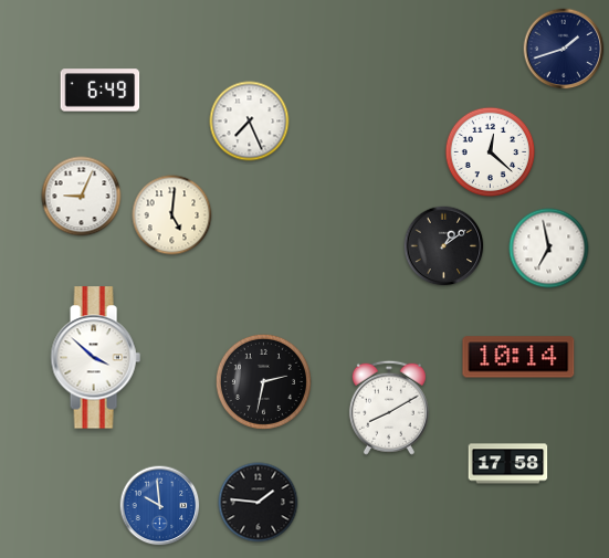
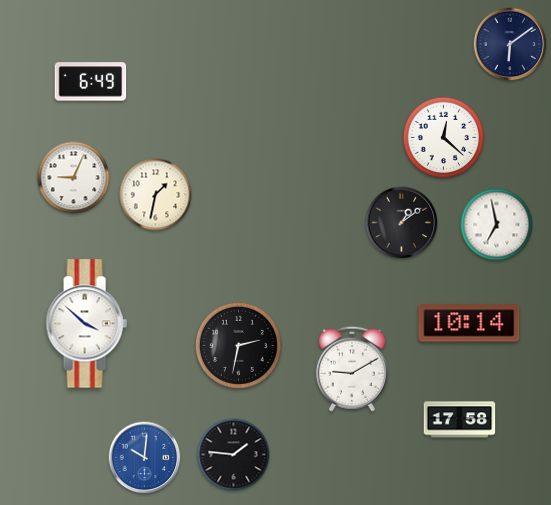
clock at (564, 49): 1:42 -> 6:09
clock at (250, 122): 7:26 -> none
clock at (172, 215): 5:01 -> 1:32
clock at (389, 408): 8:10 -> 9:10
clock at (160, 506): 9:59 -> 10:01
